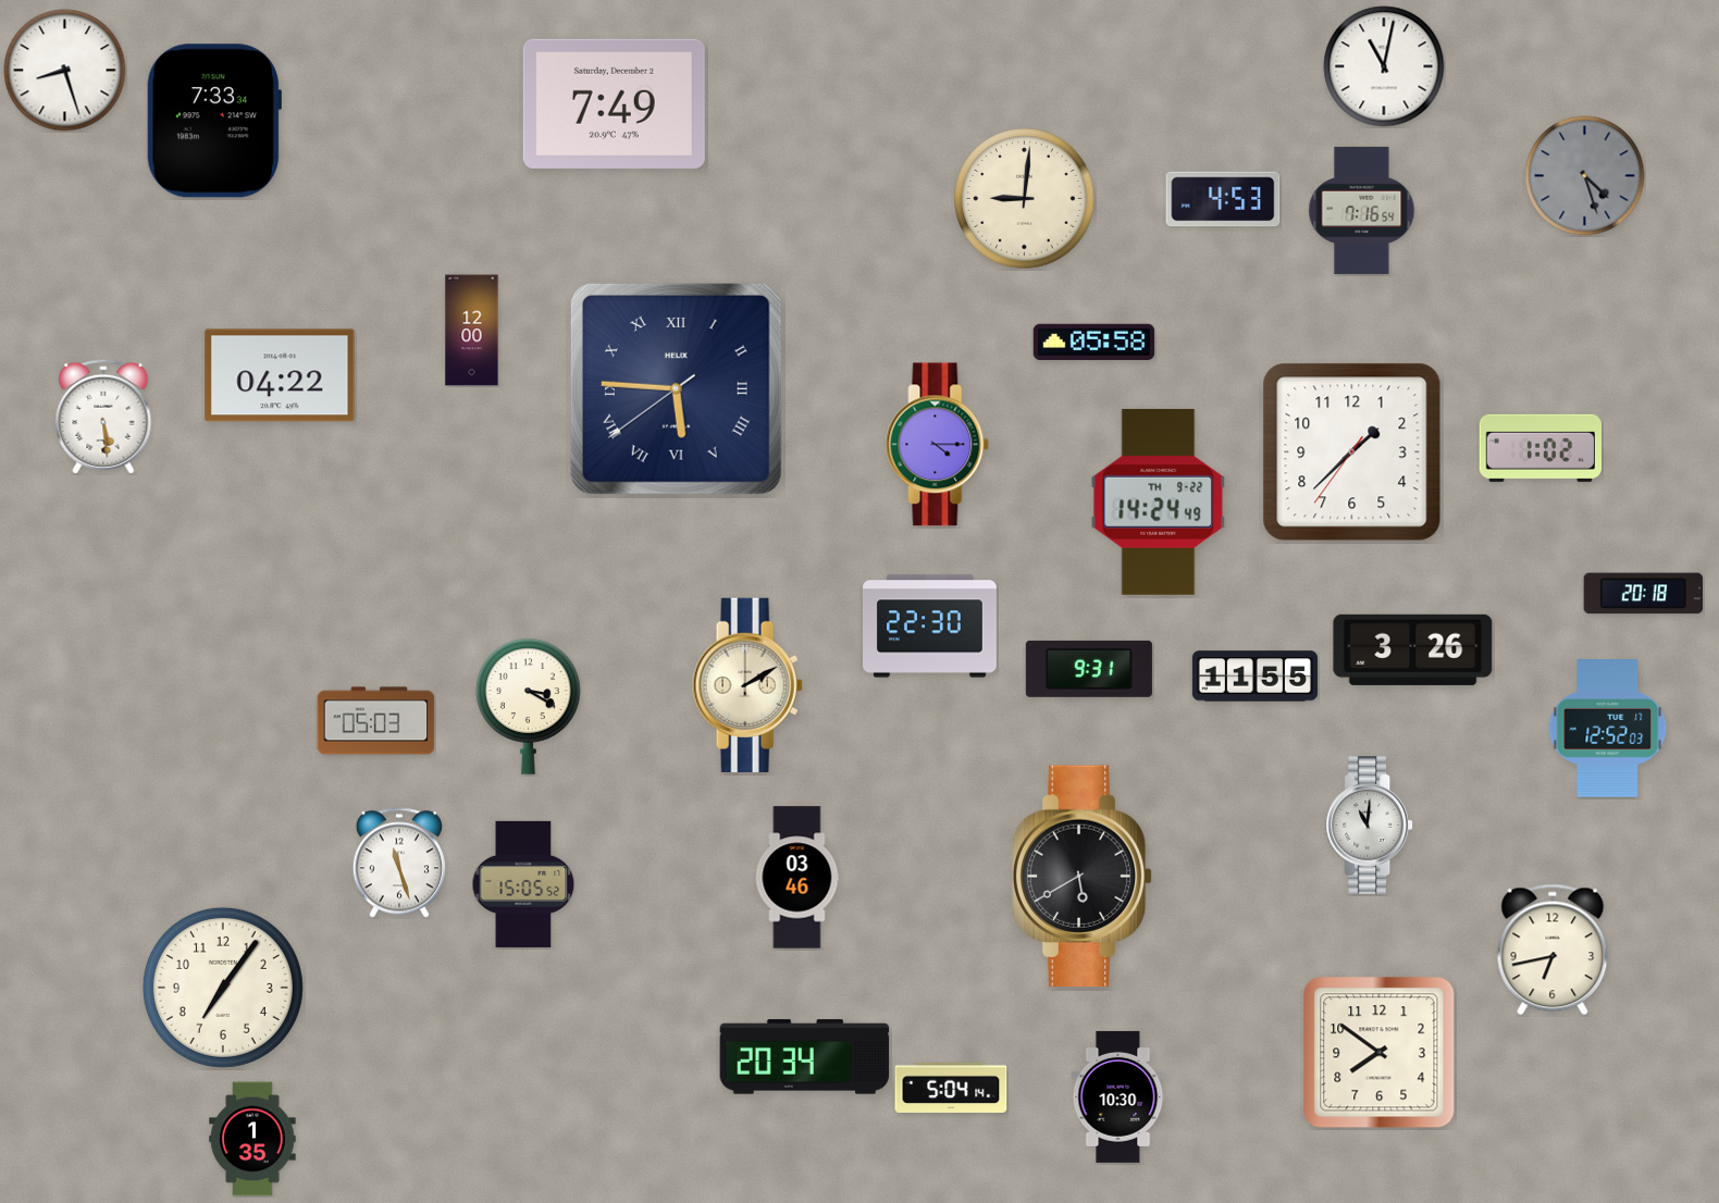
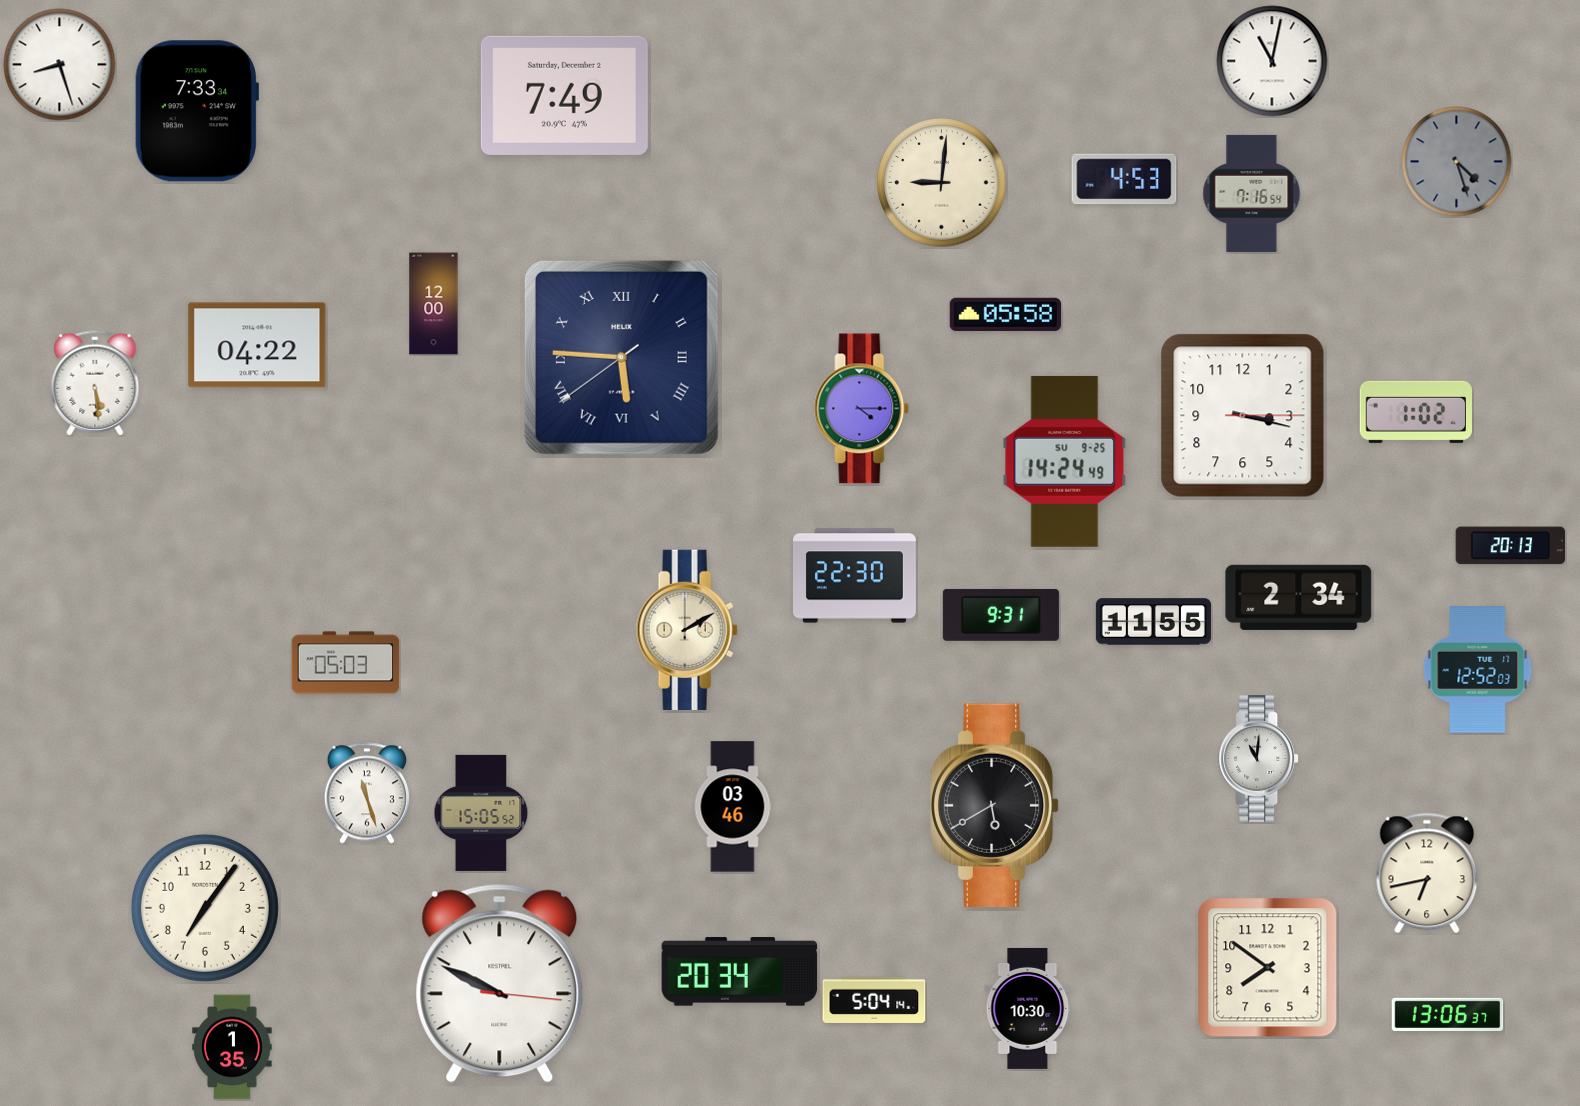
clock at (1223, 199) position: (1223, 199) -> (1124, 179)
clock at (1352, 452): 1:37 -> 3:17
clock at (1159, 501) date: TH 9-22 -> SU 9-25
clock at (1644, 594): 20:18 -> 20:13
clock at (1413, 649): 3:26 -> 2:34
clock at (529, 706): 3:20 -> none
clock at (500, 983): none -> 9:49
clock at (1448, 1015): none -> 13:06
